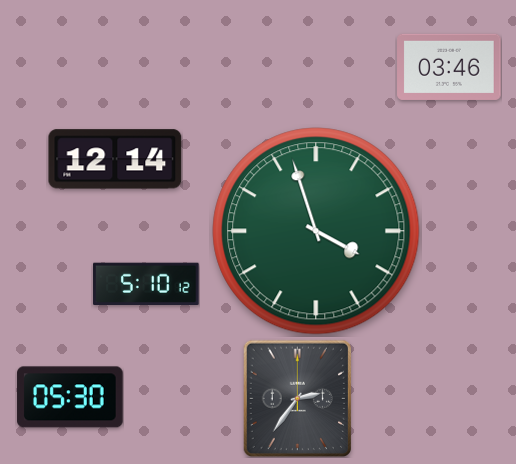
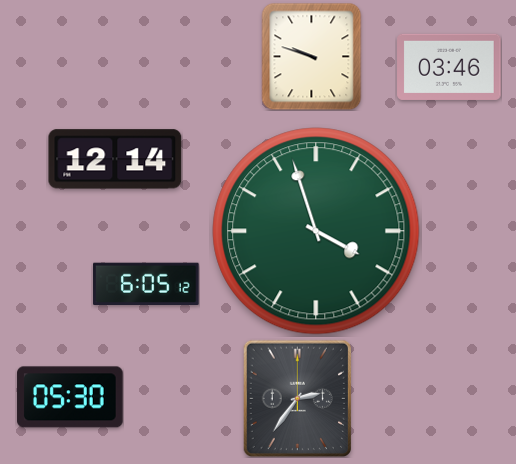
clock at (312, 56): none -> 9:48
clock at (146, 284): 5:10 -> 6:05
